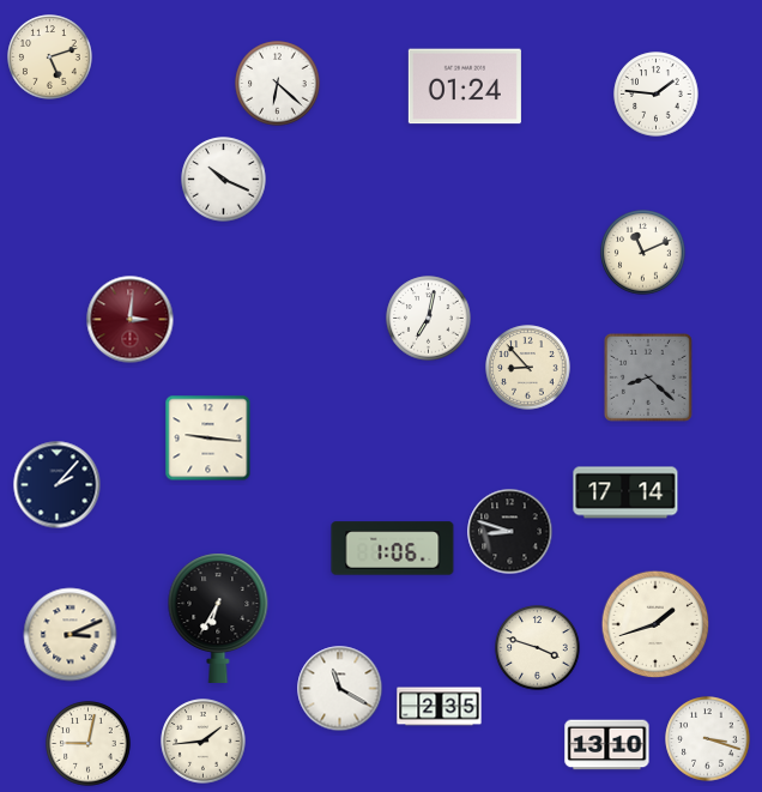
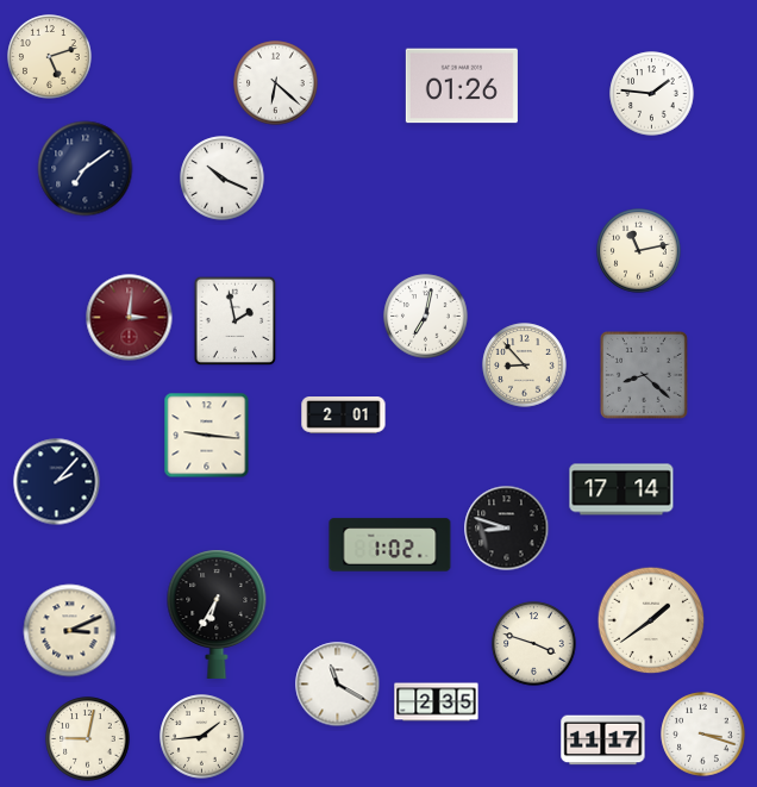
clock at (465, 86): 01:24 -> 01:26
clock at (86, 169): none -> 7:09
clock at (643, 253): 11:11 -> 11:13
clock at (236, 321): none -> 1:58
clock at (344, 416): none -> 2:01
clock at (393, 549): 1:06 -> 1:02
clock at (655, 624): 1:42 -> 1:39
clock at (607, 745): 13:10 -> 11:17
